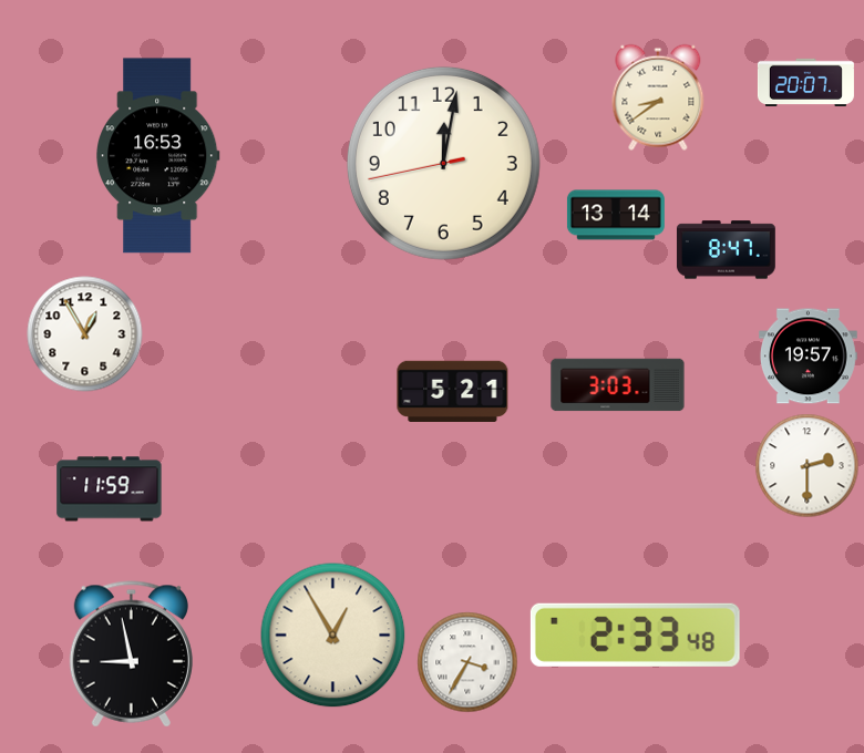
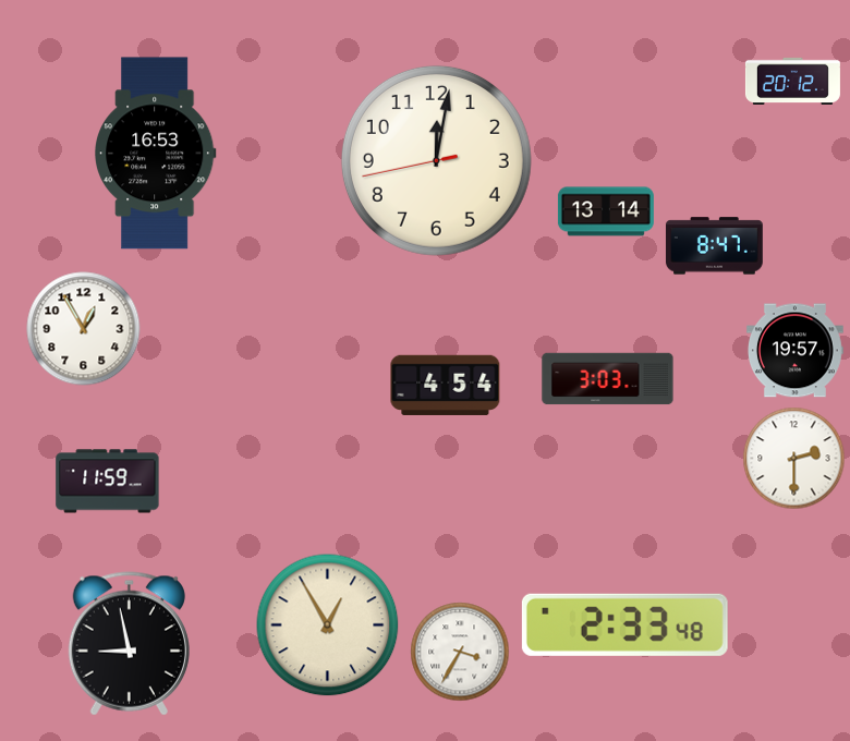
clock at (805, 82): 20:07 -> 20:12
clock at (658, 97): 8:39 -> none
clock at (453, 391): 5:21 -> 4:54
